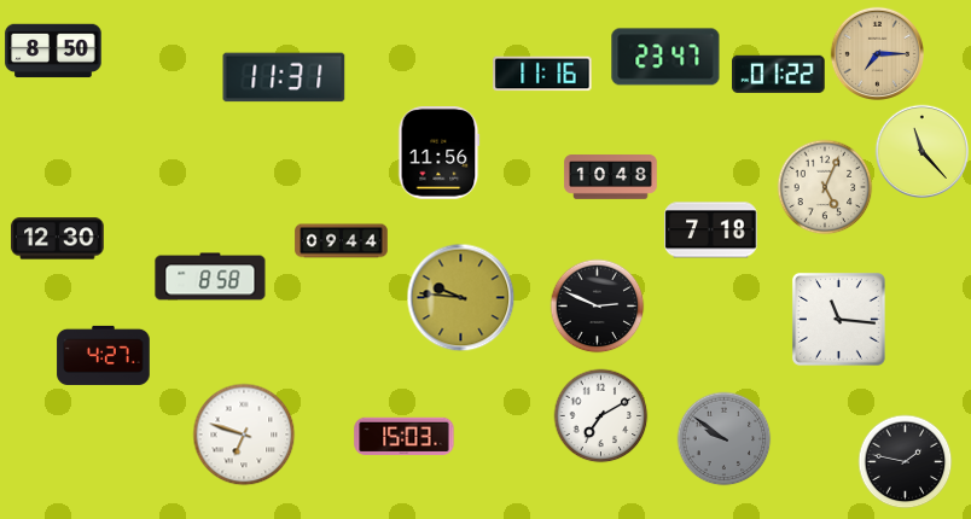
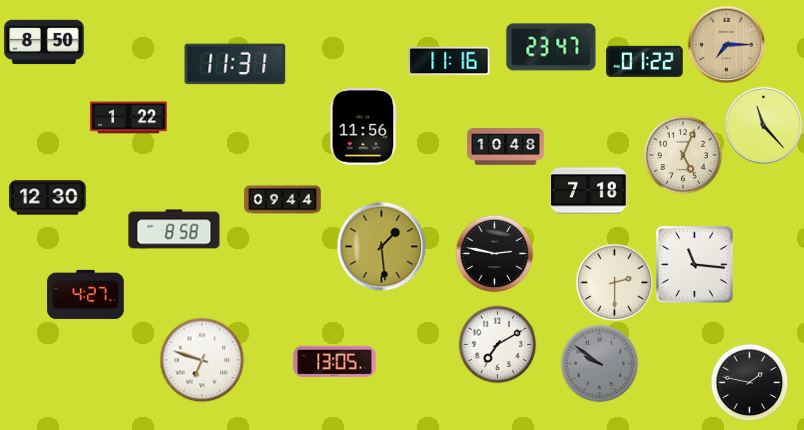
clock at (129, 118): none -> 1:22
clock at (460, 297): 9:46 -> 1:29
clock at (597, 305): 2:49 -> 2:47
clock at (614, 282): none -> 2:30
clock at (405, 436): 15:03 -> 13:05
